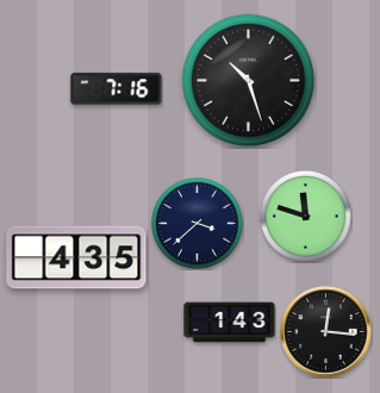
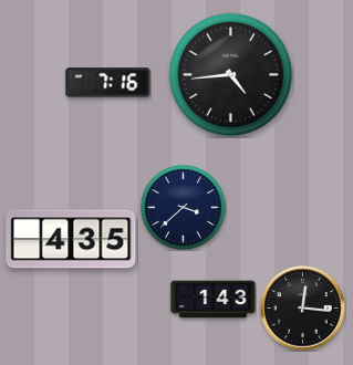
clock at (249, 81): 10:27 -> 4:44
clock at (305, 216): 11:48 -> none
